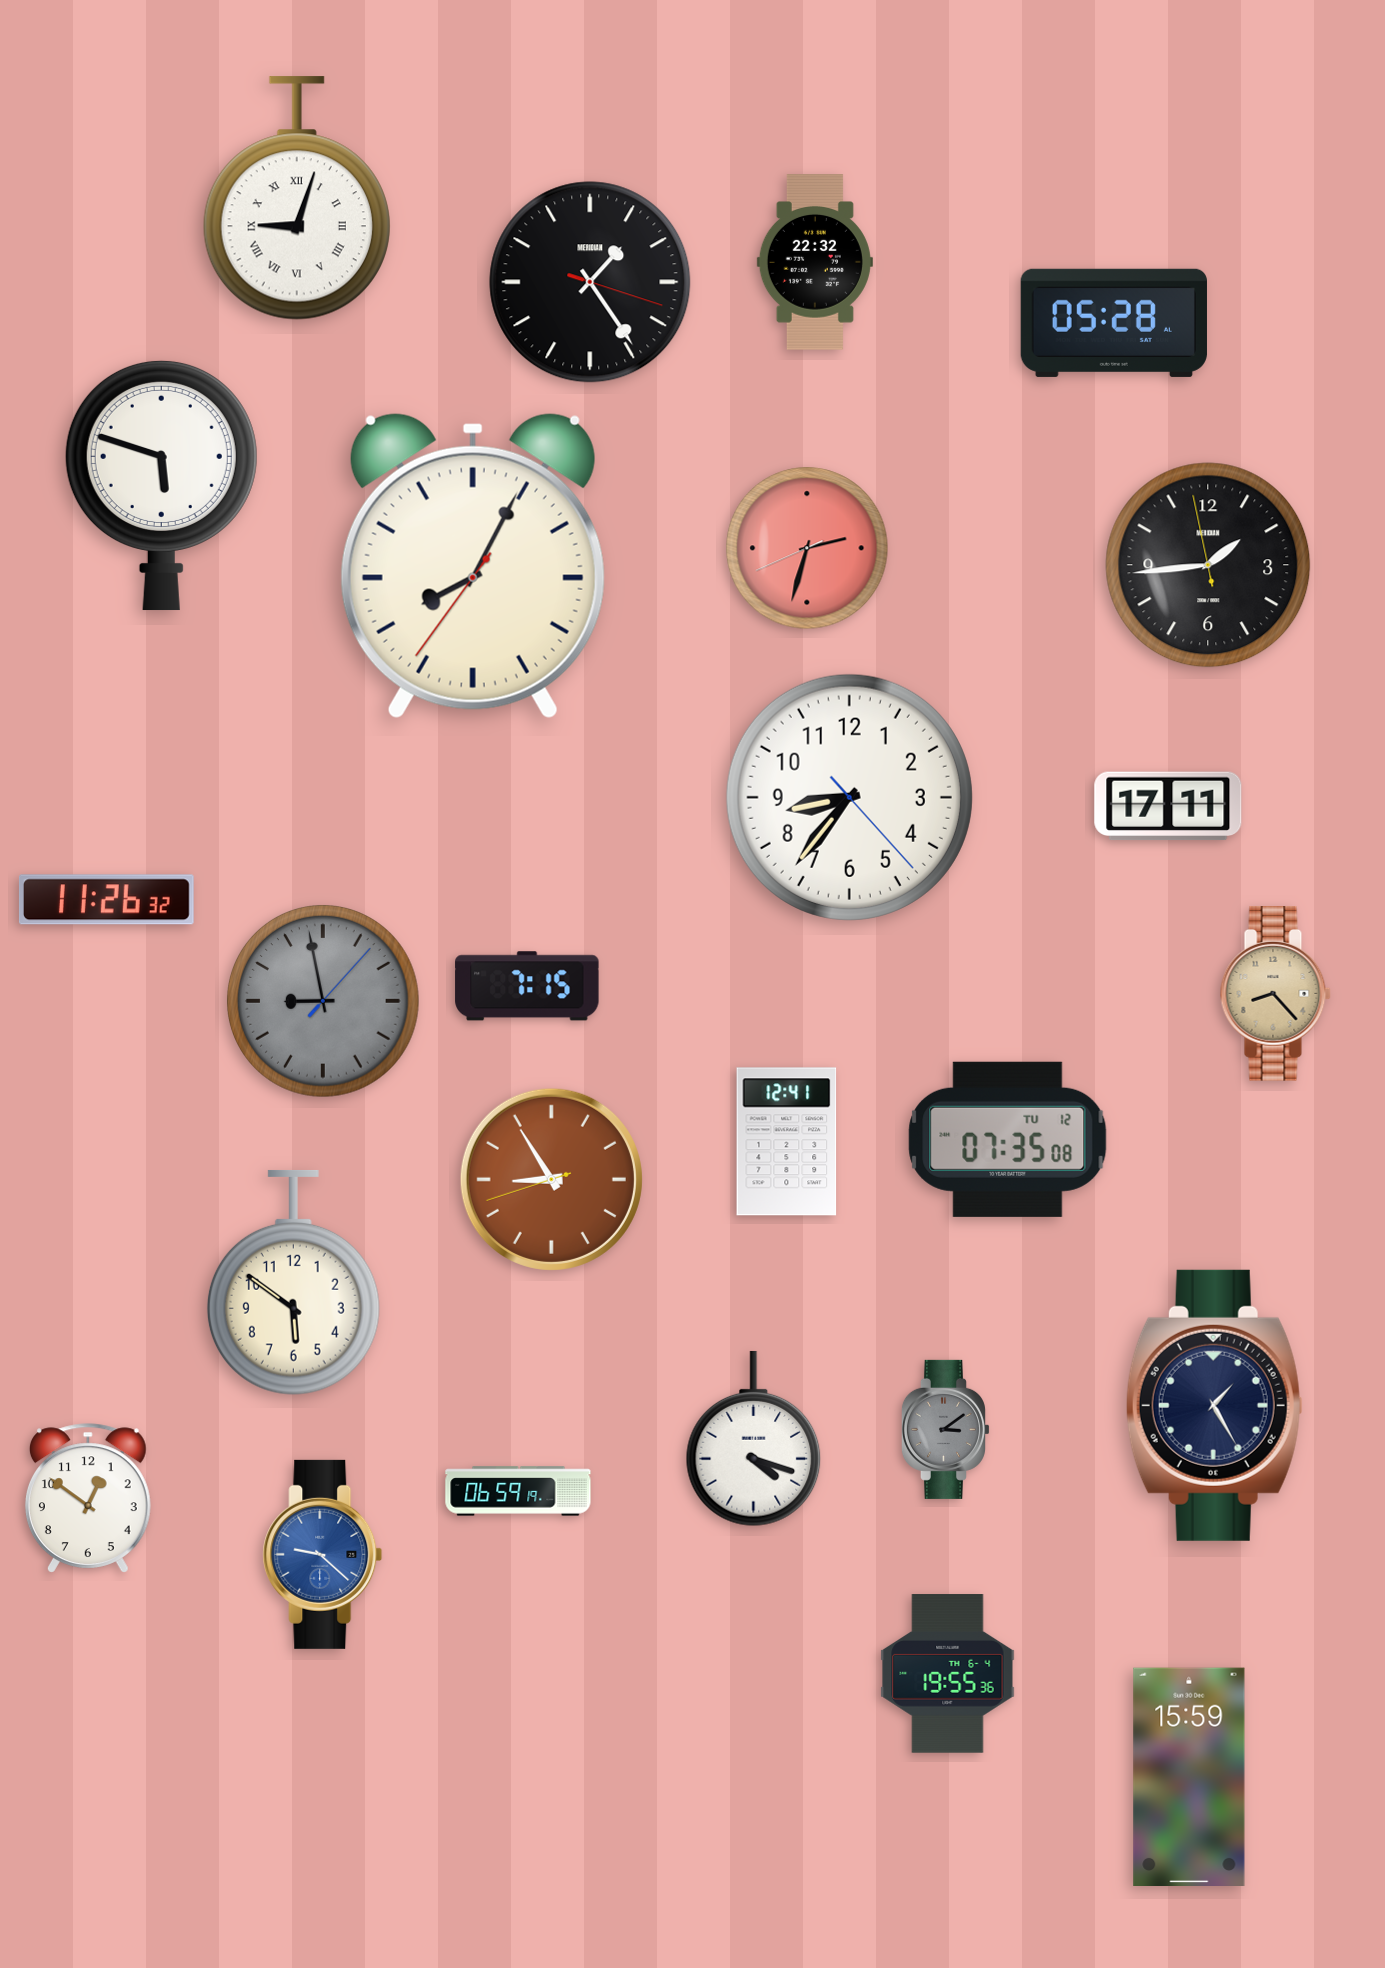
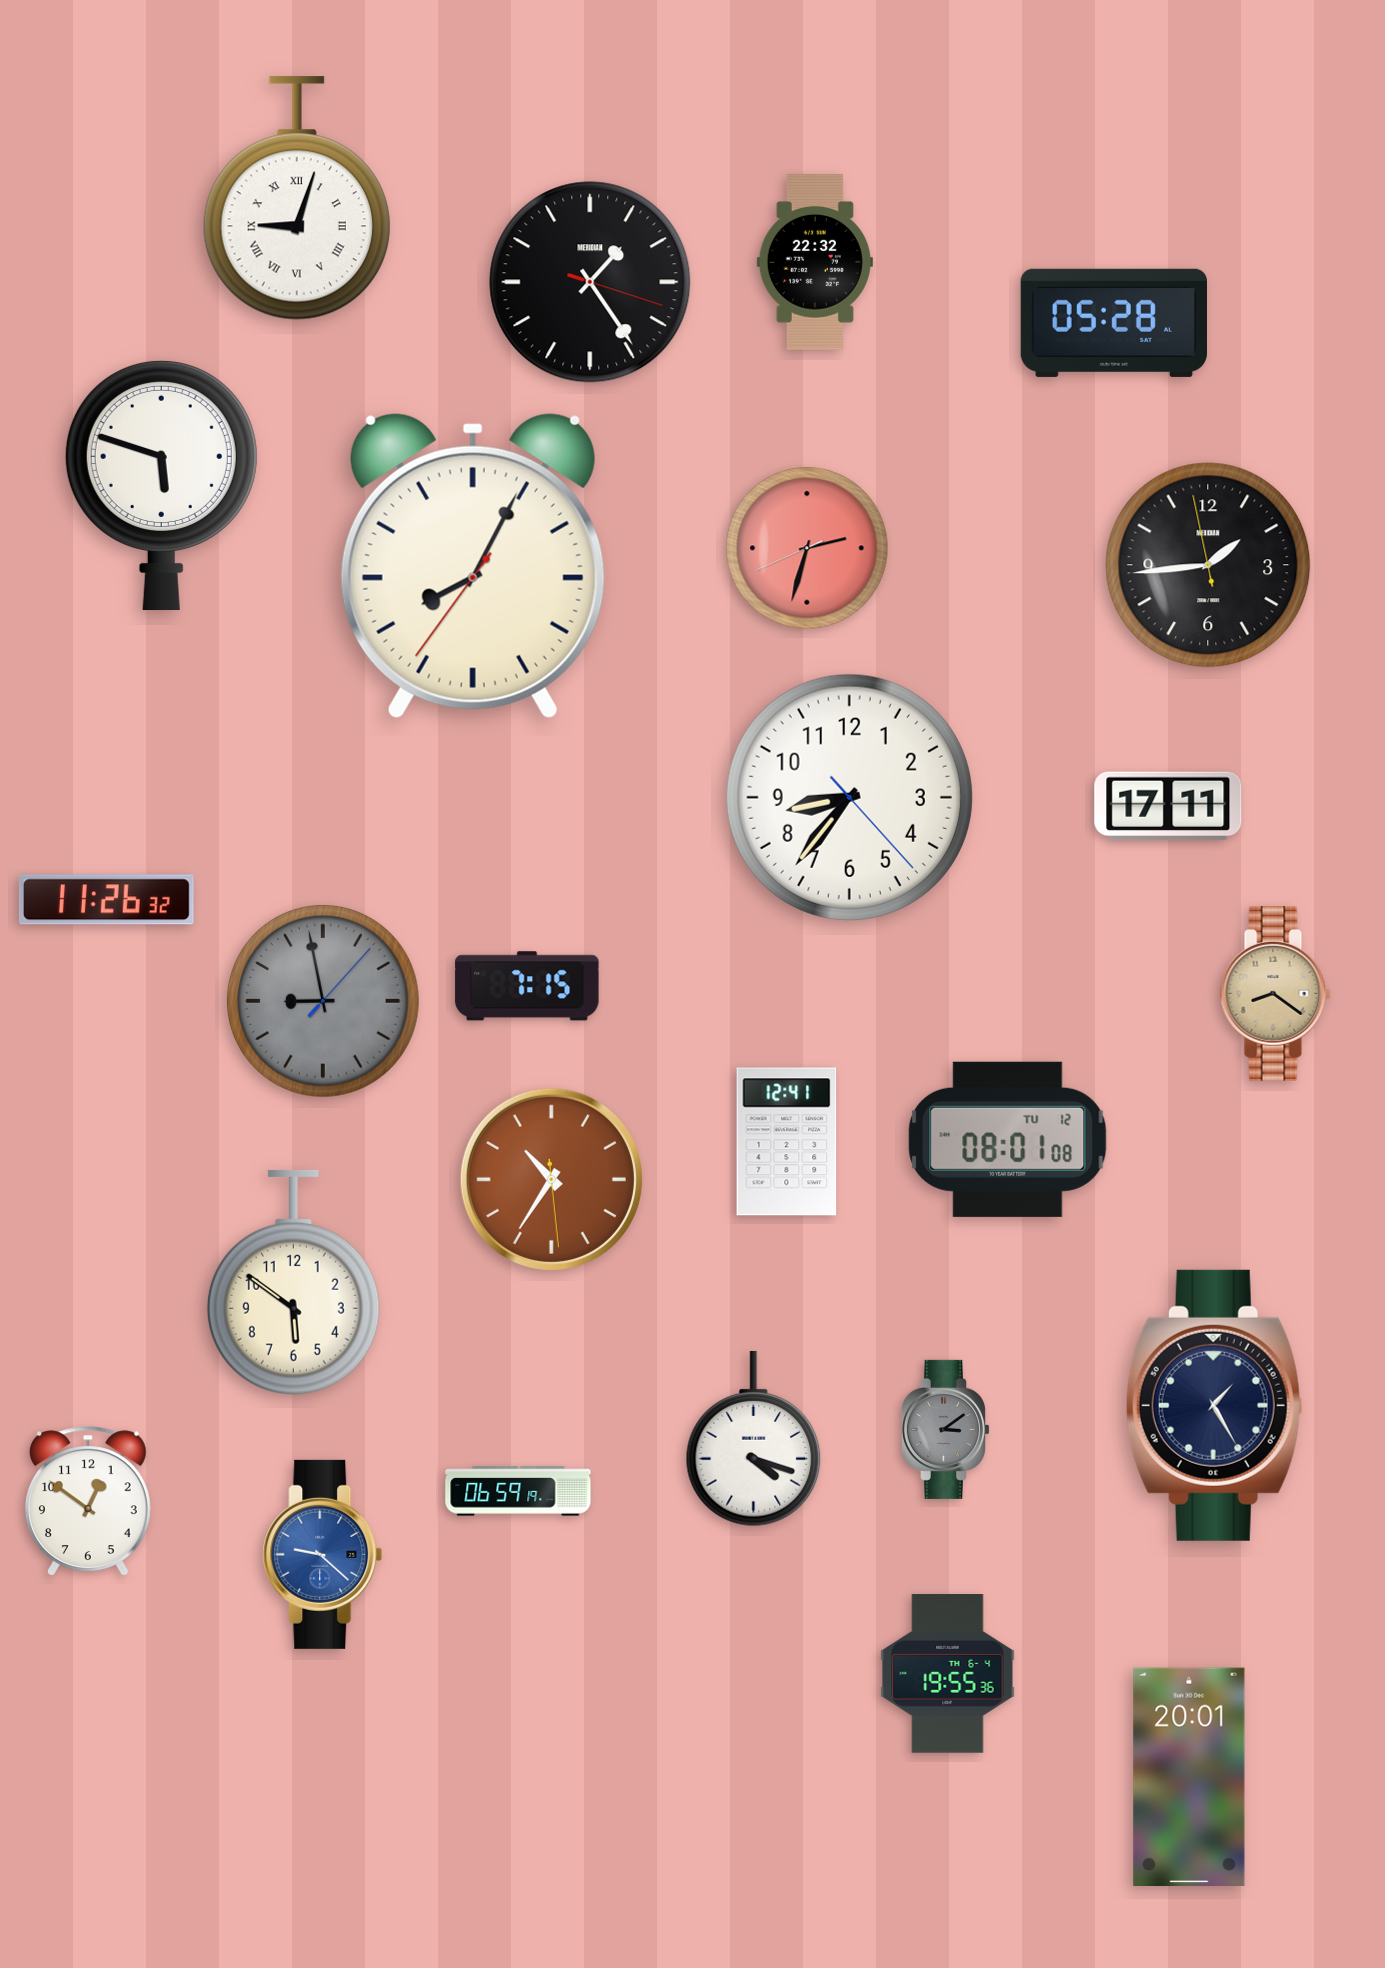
clock at (1275, 994): 8:23 -> 8:21
clock at (1008, 1139): 07:35 -> 08:01
clock at (551, 1179): 8:54 -> 10:35
clock at (88, 1498) position: (88, 1498) -> (88, 1501)
clock at (1189, 1776): 15:59 -> 20:01
